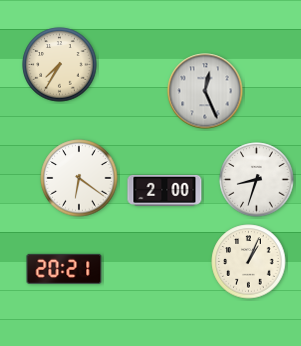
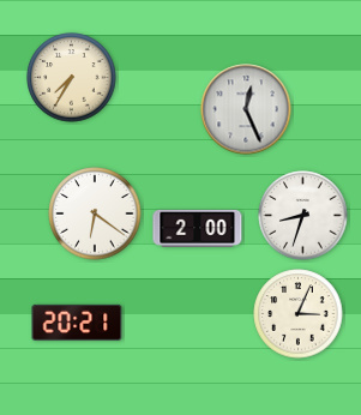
clock at (257, 180) position: (257, 180) -> (303, 216)
clock at (249, 262): 1:04 -> 3:04
